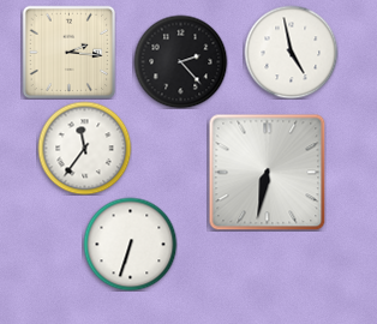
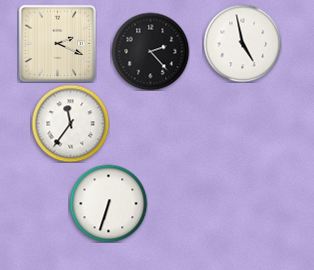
clock at (68, 52): 2:16 -> 2:19
clock at (267, 172): 6:32 -> none
